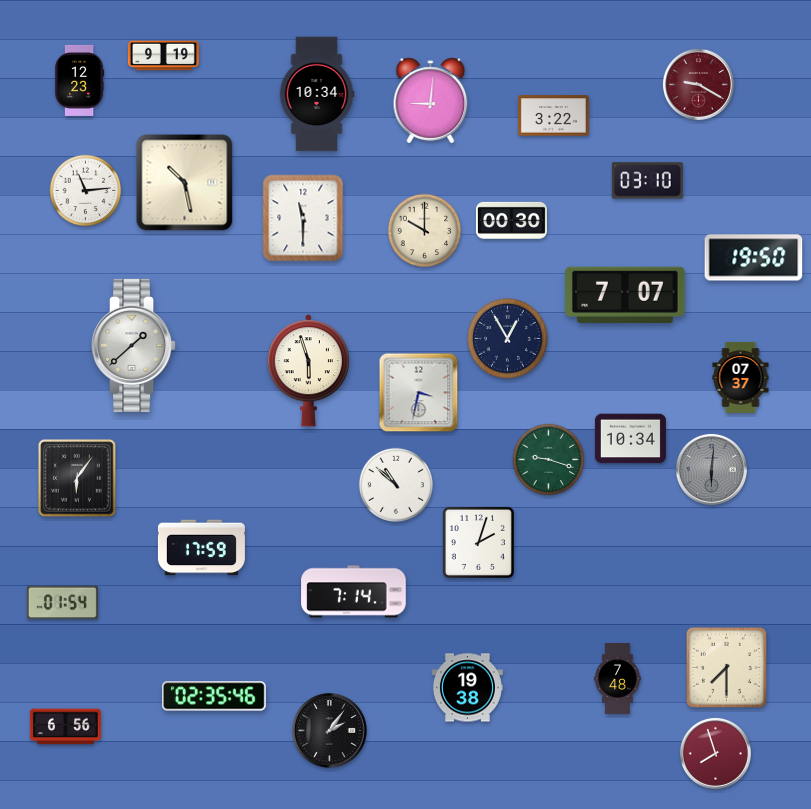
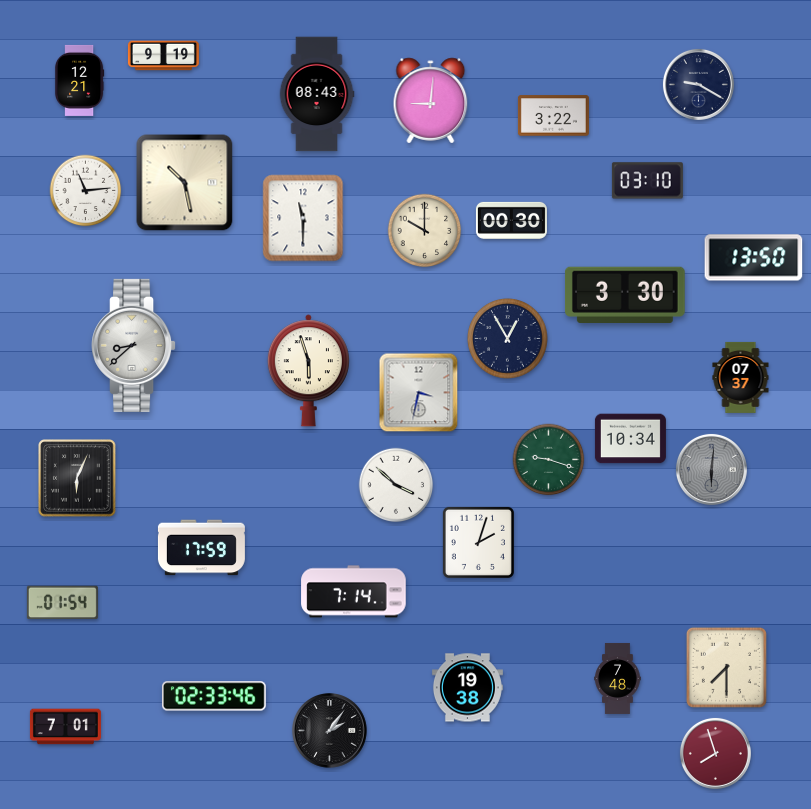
clock at (79, 80): 12:23 -> 12:21
clock at (698, 84) dial: burgundy -> navy
clock at (317, 94): 10:34 -> 08:43
clock at (754, 258): 19:50 -> 13:50
clock at (626, 294): 7:07 -> 3:30
clock at (134, 345): 1:38 -> 8:38
clock at (77, 478): 6:06 -> 6:04
clock at (396, 485): 10:52 -> 3:52
clock at (214, 696): 02:35 -> 02:33
clock at (65, 727): 6:56 -> 7:01
